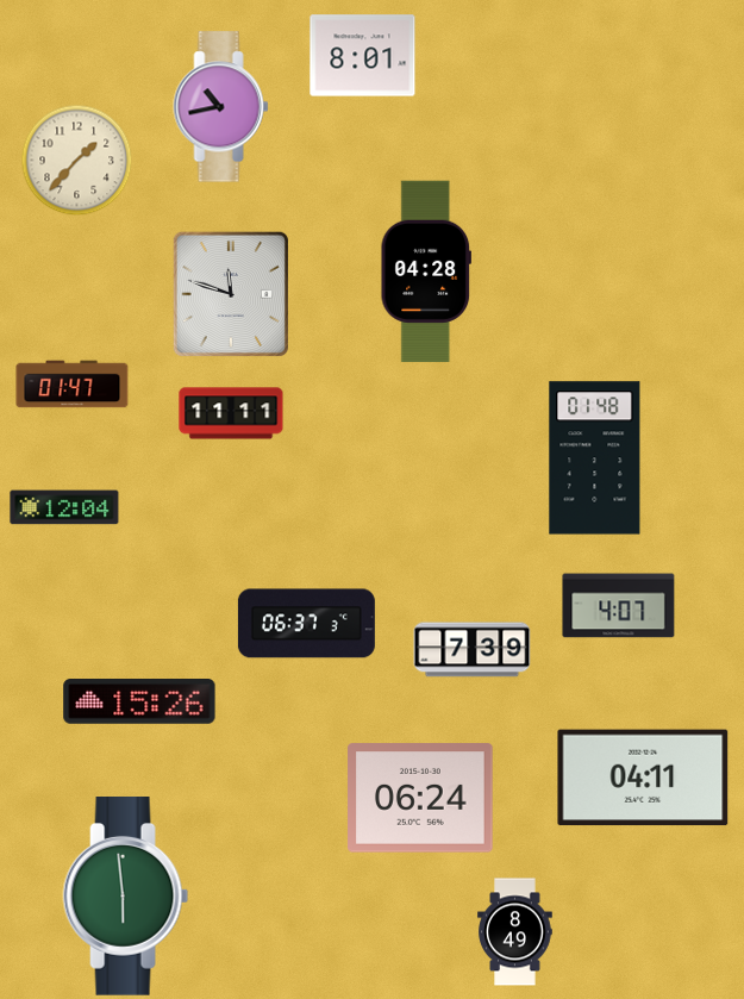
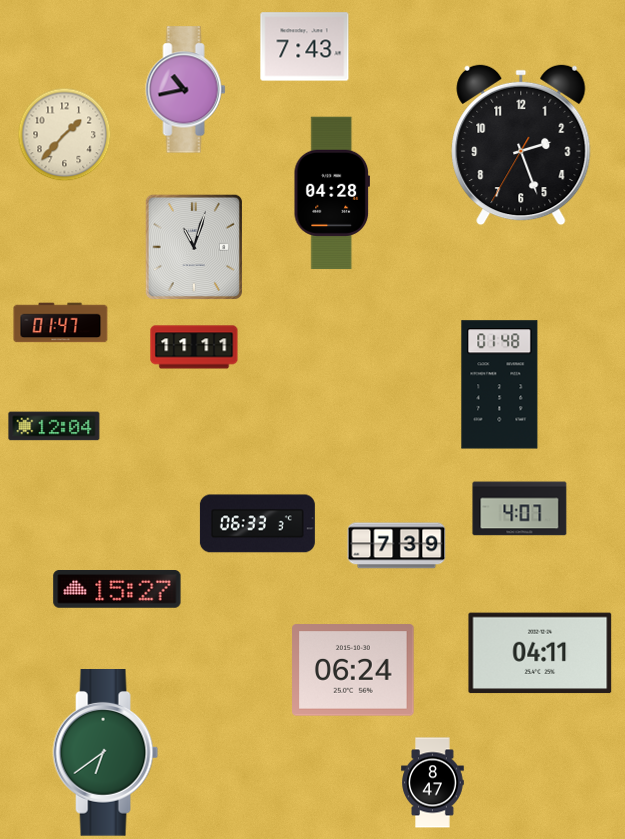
clock at (363, 56): 8:01 -> 7:43
clock at (521, 145): none -> 2:26
clock at (425, 271) position: (425, 271) -> (331, 193)
clock at (230, 293): 11:48 -> 11:03
clock at (306, 624): 06:37 -> 06:33
clock at (139, 703): 15:26 -> 15:27
clock at (126, 897): 5:59 -> 6:39
clock at (515, 932): 8:49 -> 8:47
